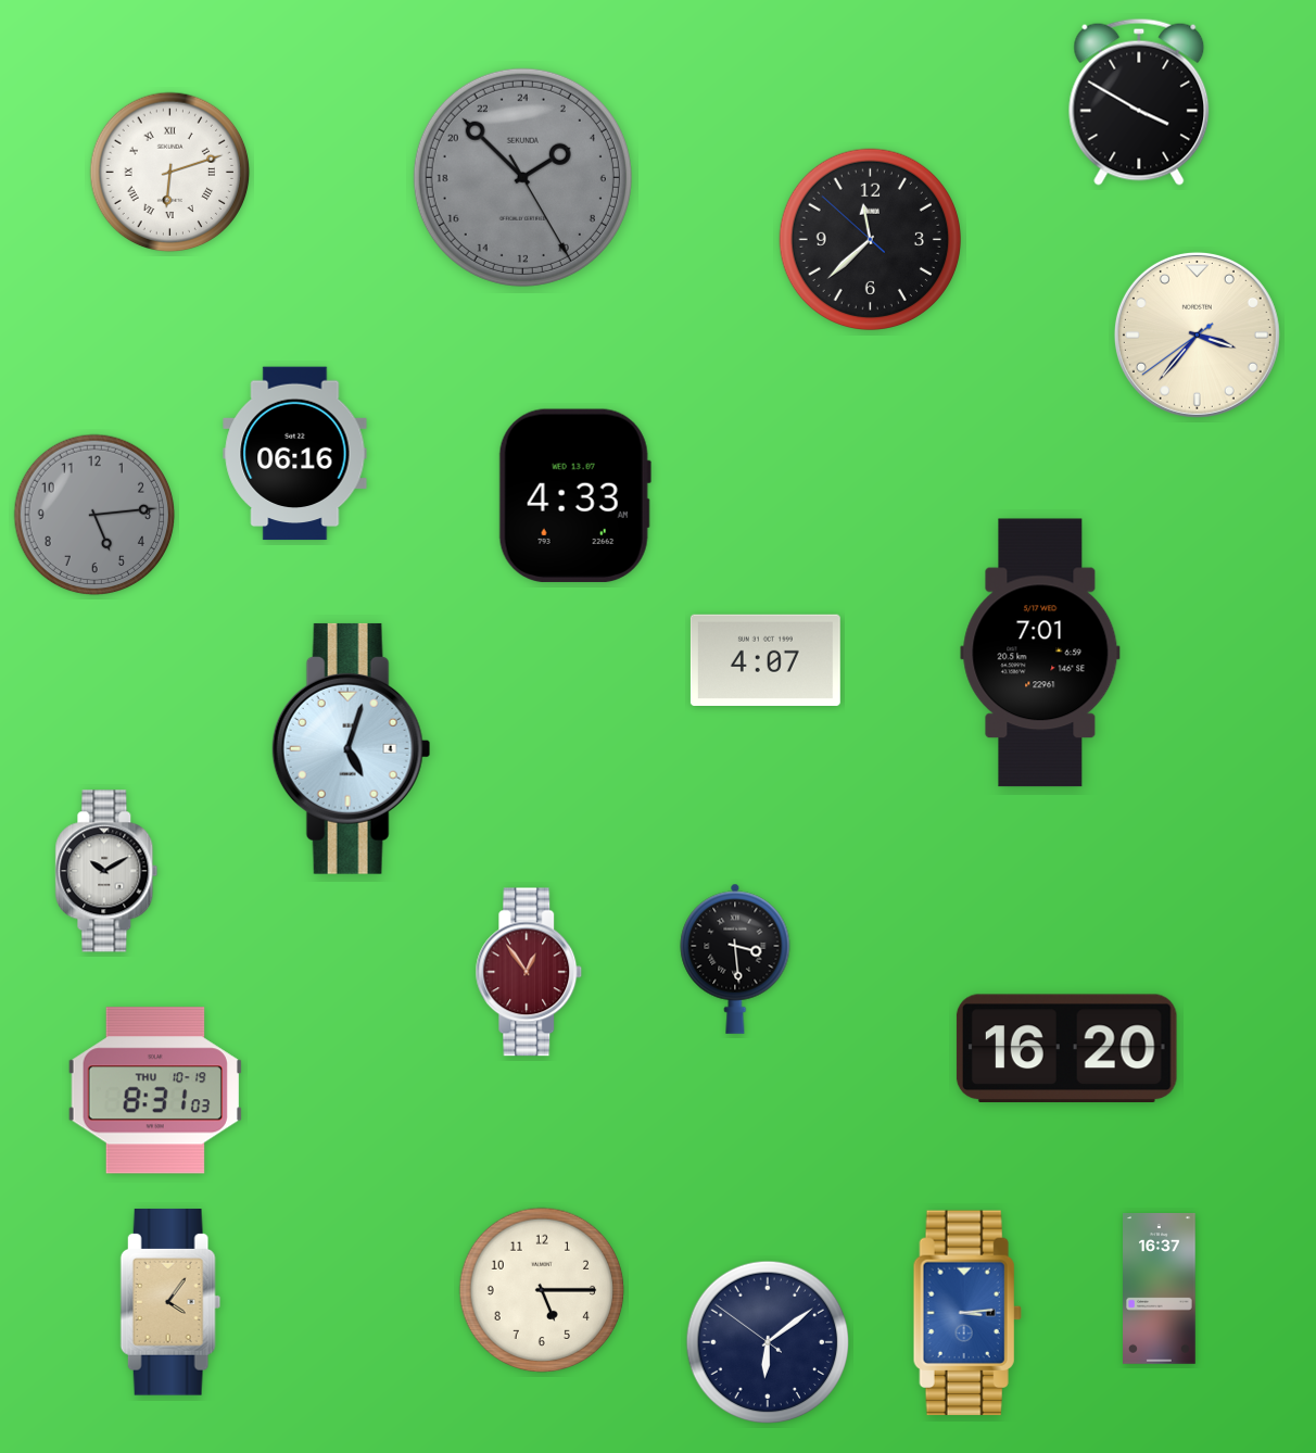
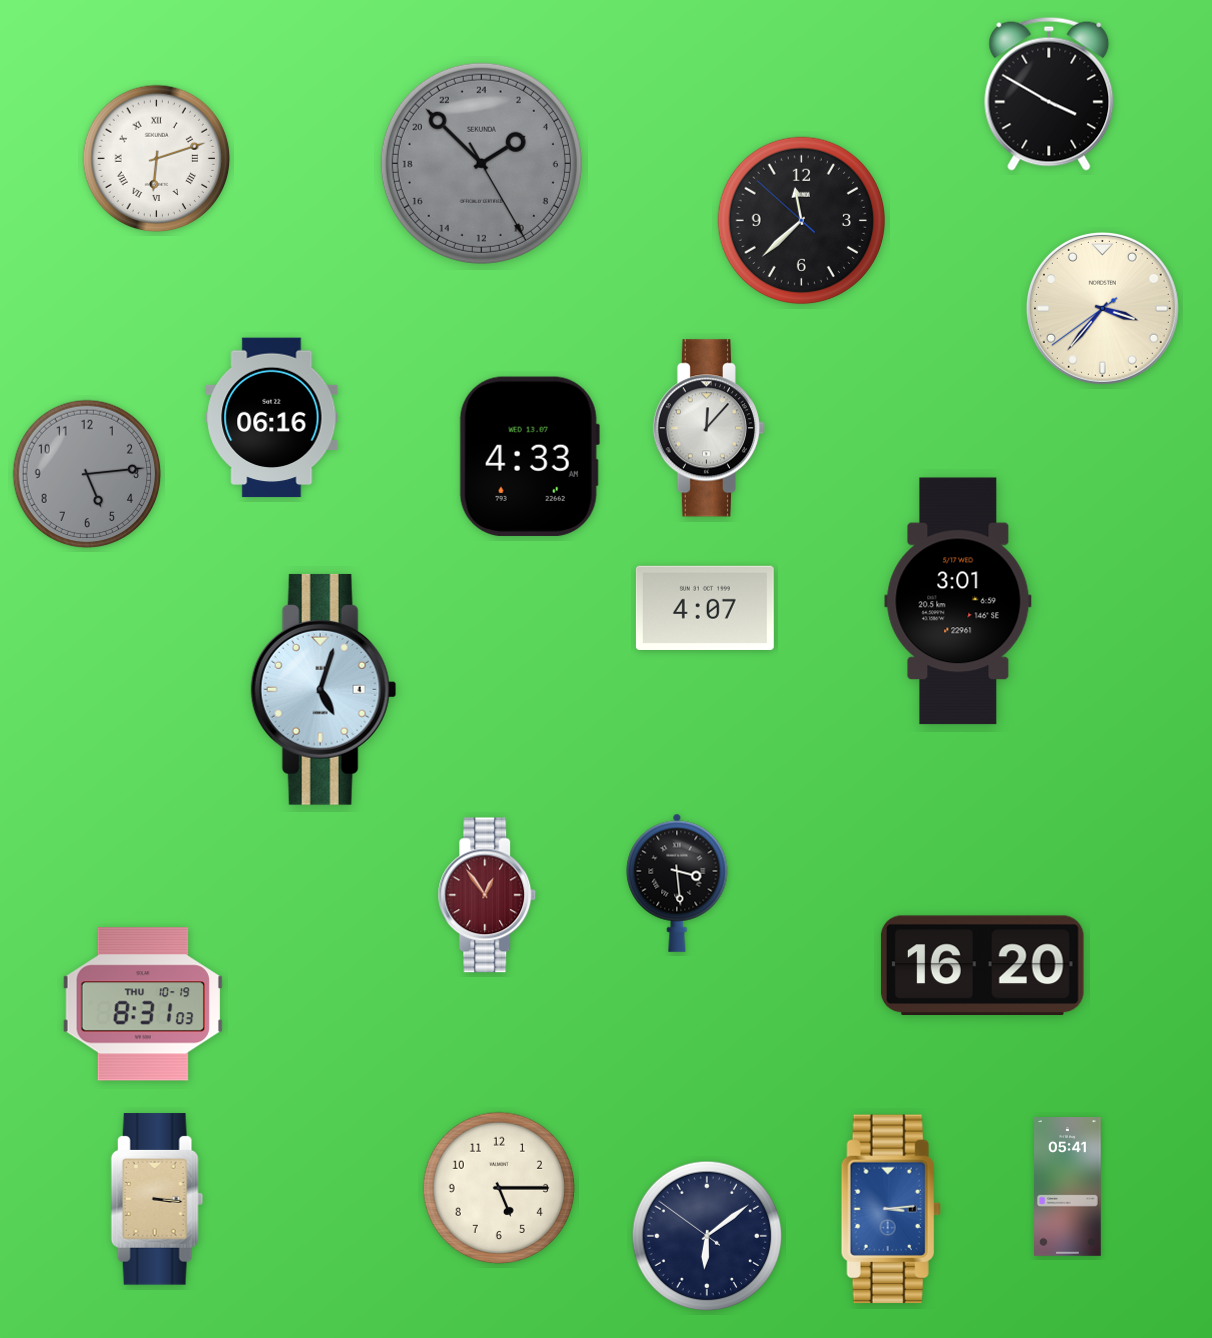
clock at (709, 428): none -> 12:07
clock at (1040, 653): 7:01 -> 3:01
clock at (106, 871): 10:10 -> none
clock at (1160, 1289): 16:37 -> 05:41
clock at (170, 1302): 4:06 -> 3:16
